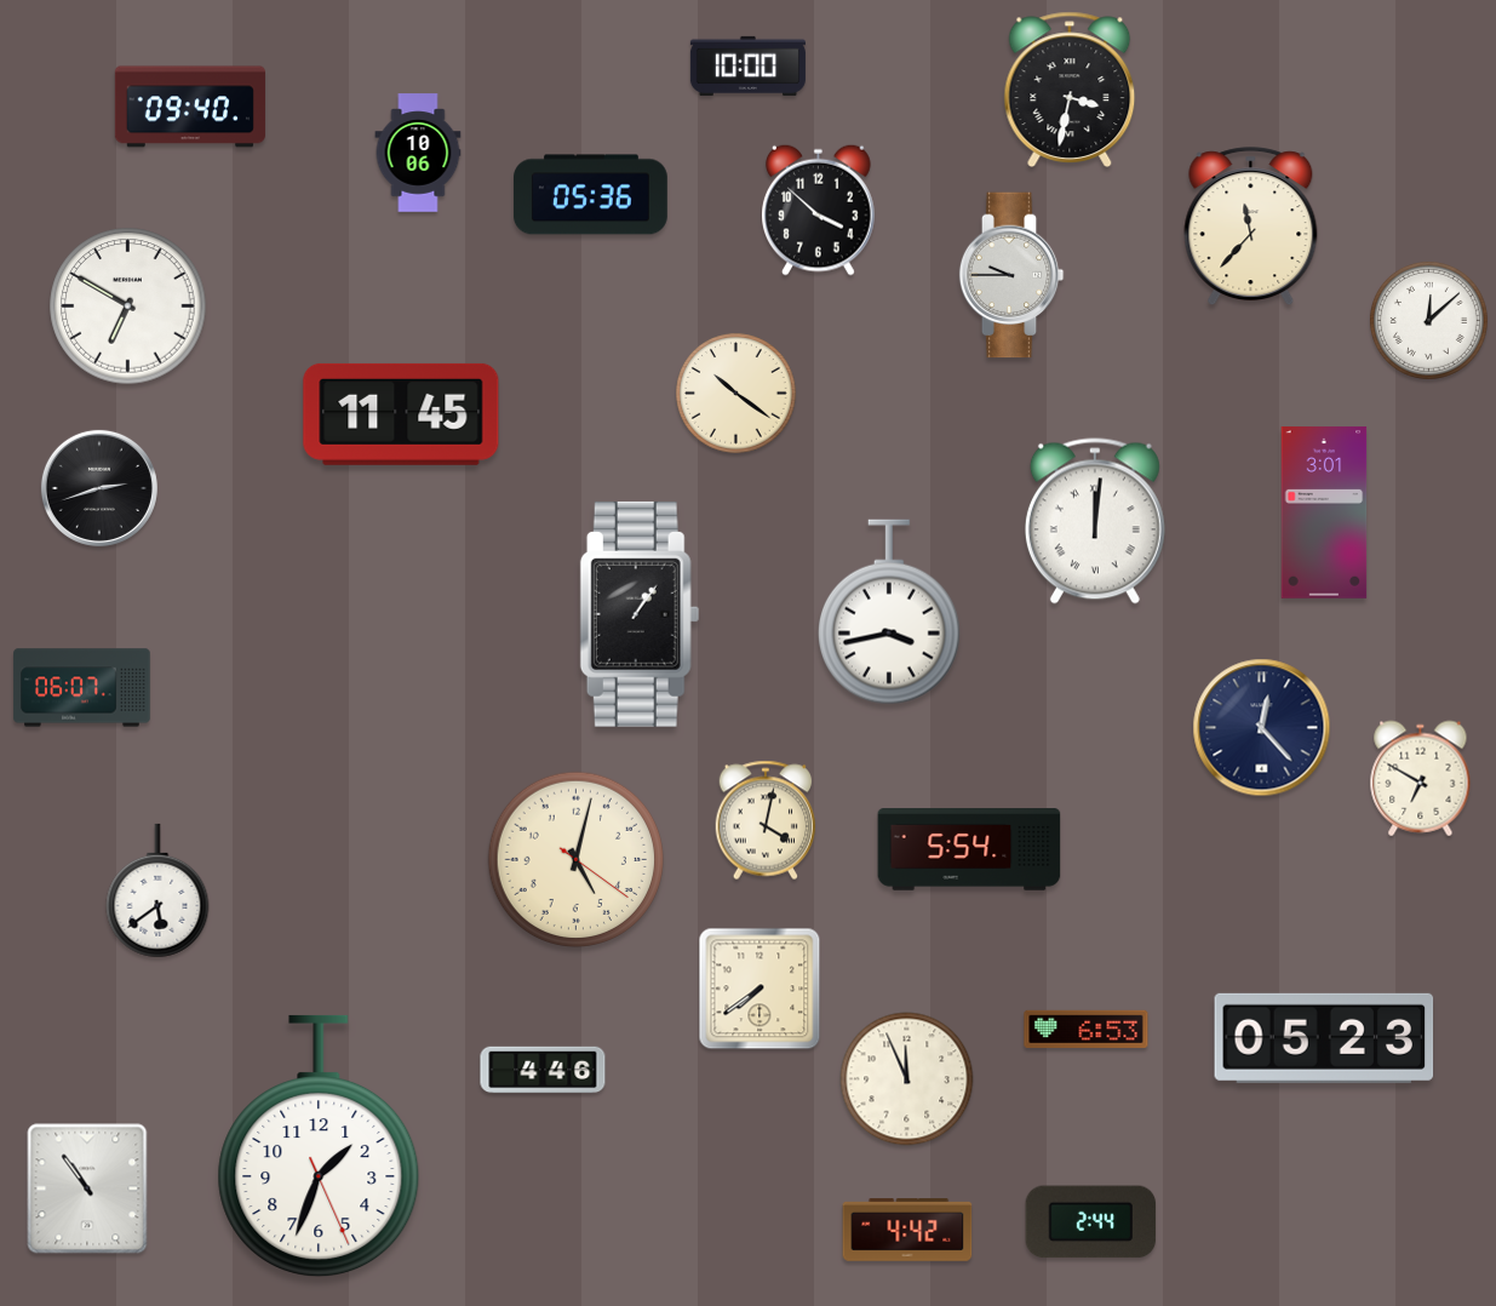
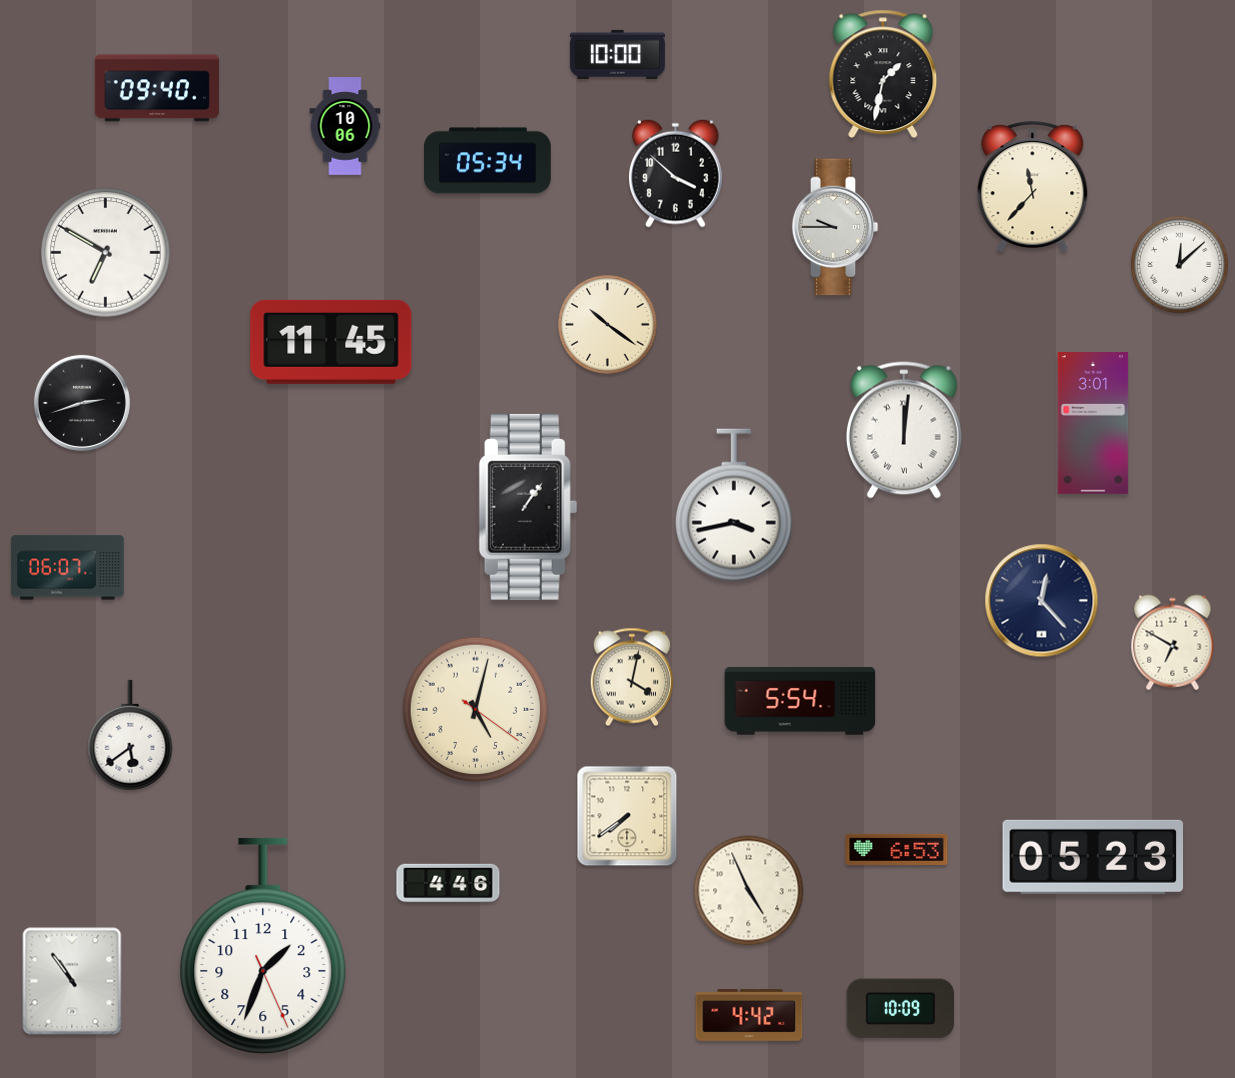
clock at (1070, 90): 3:32 -> 1:32
clock at (591, 195): 05:36 -> 05:34
clock at (907, 1079): 11:56 -> 4:56
clock at (1091, 1222): 2:44 -> 10:09
